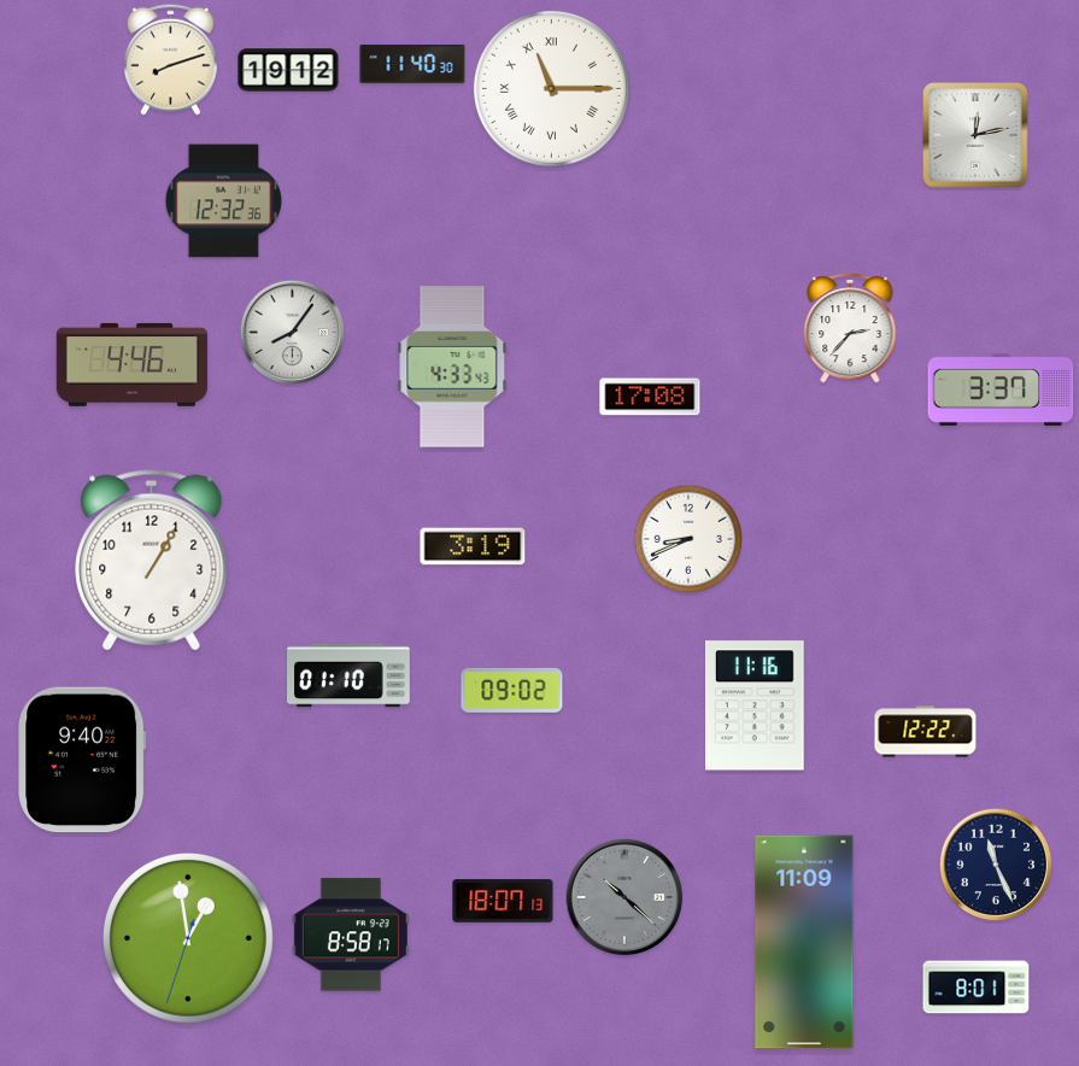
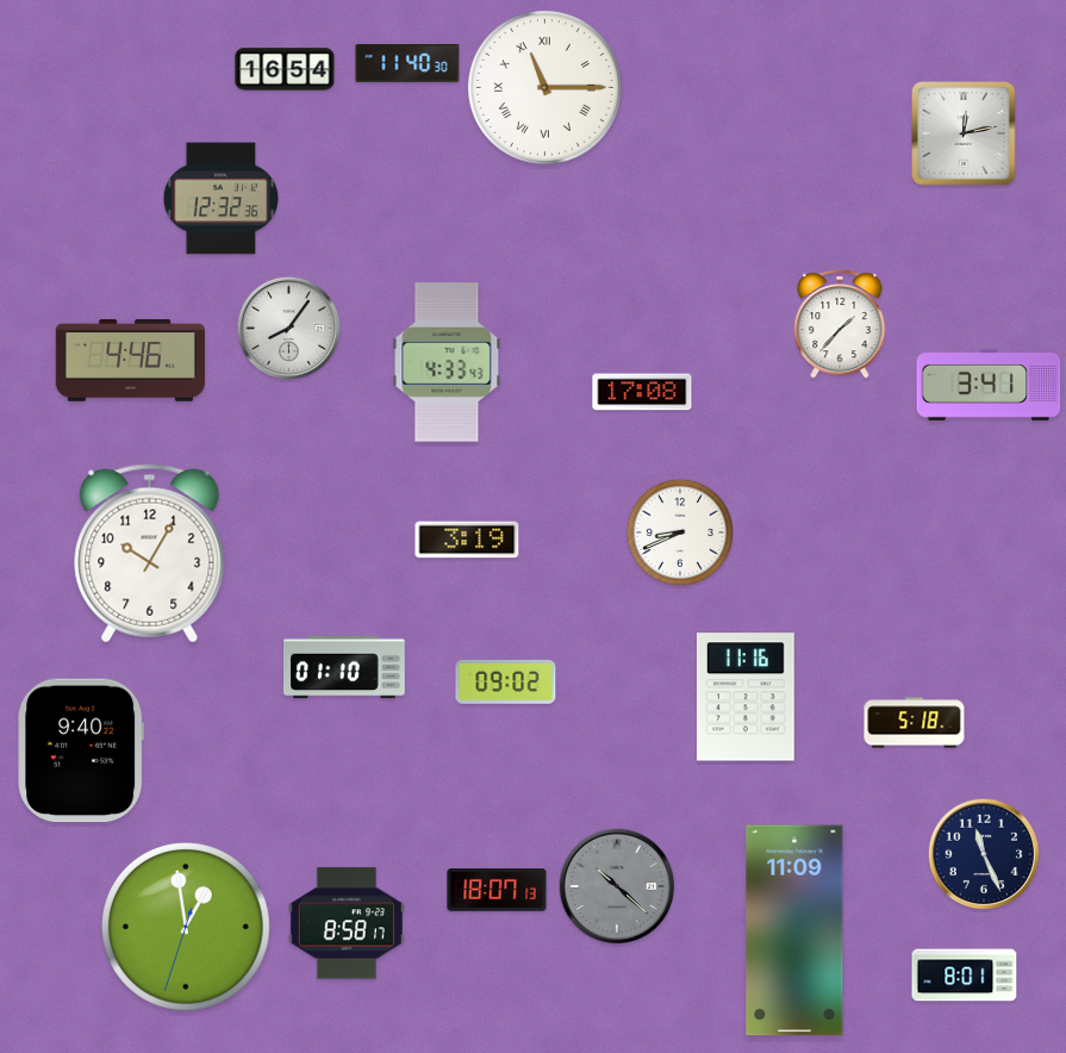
clock at (171, 59): 8:12 -> none
clock at (288, 70): 19:12 -> 16:54
clock at (850, 329): 2:37 -> 1:37
clock at (1001, 389): 3:37 -> 3:41
clock at (152, 561): 1:05 -> 10:05
clock at (926, 732): 12:22 -> 5:18
